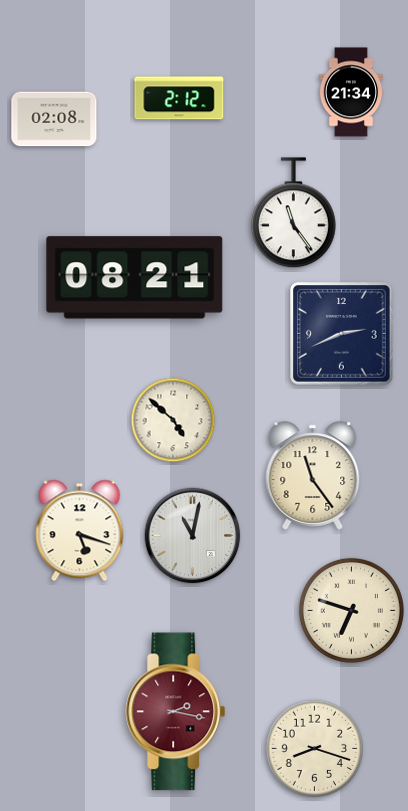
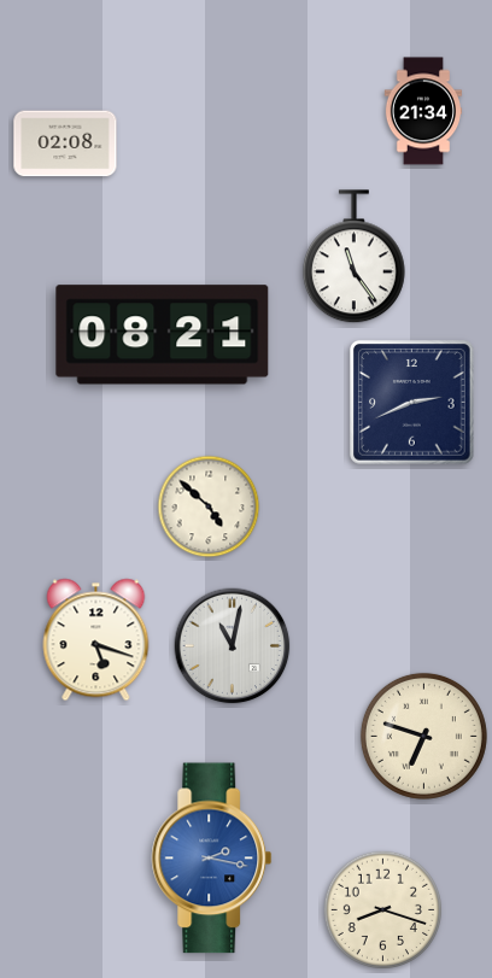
clock at (179, 98): 2:12 -> none
clock at (313, 476): 11:24 -> none
clock at (176, 712) dial: burgundy -> blue
clock at (314, 748) position: (314, 748) -> (382, 909)
